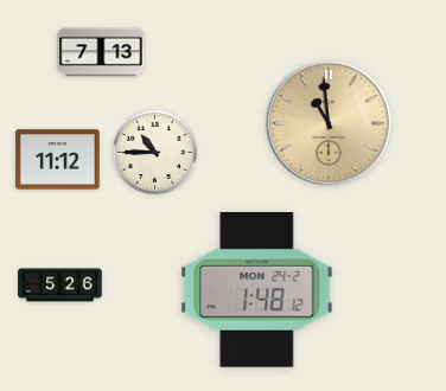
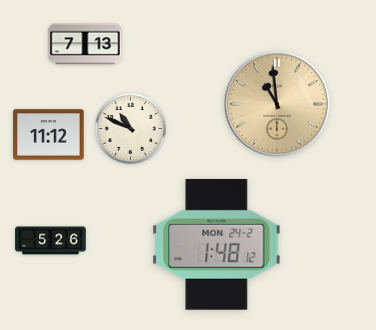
clock at (154, 152): 10:45 -> 10:49
